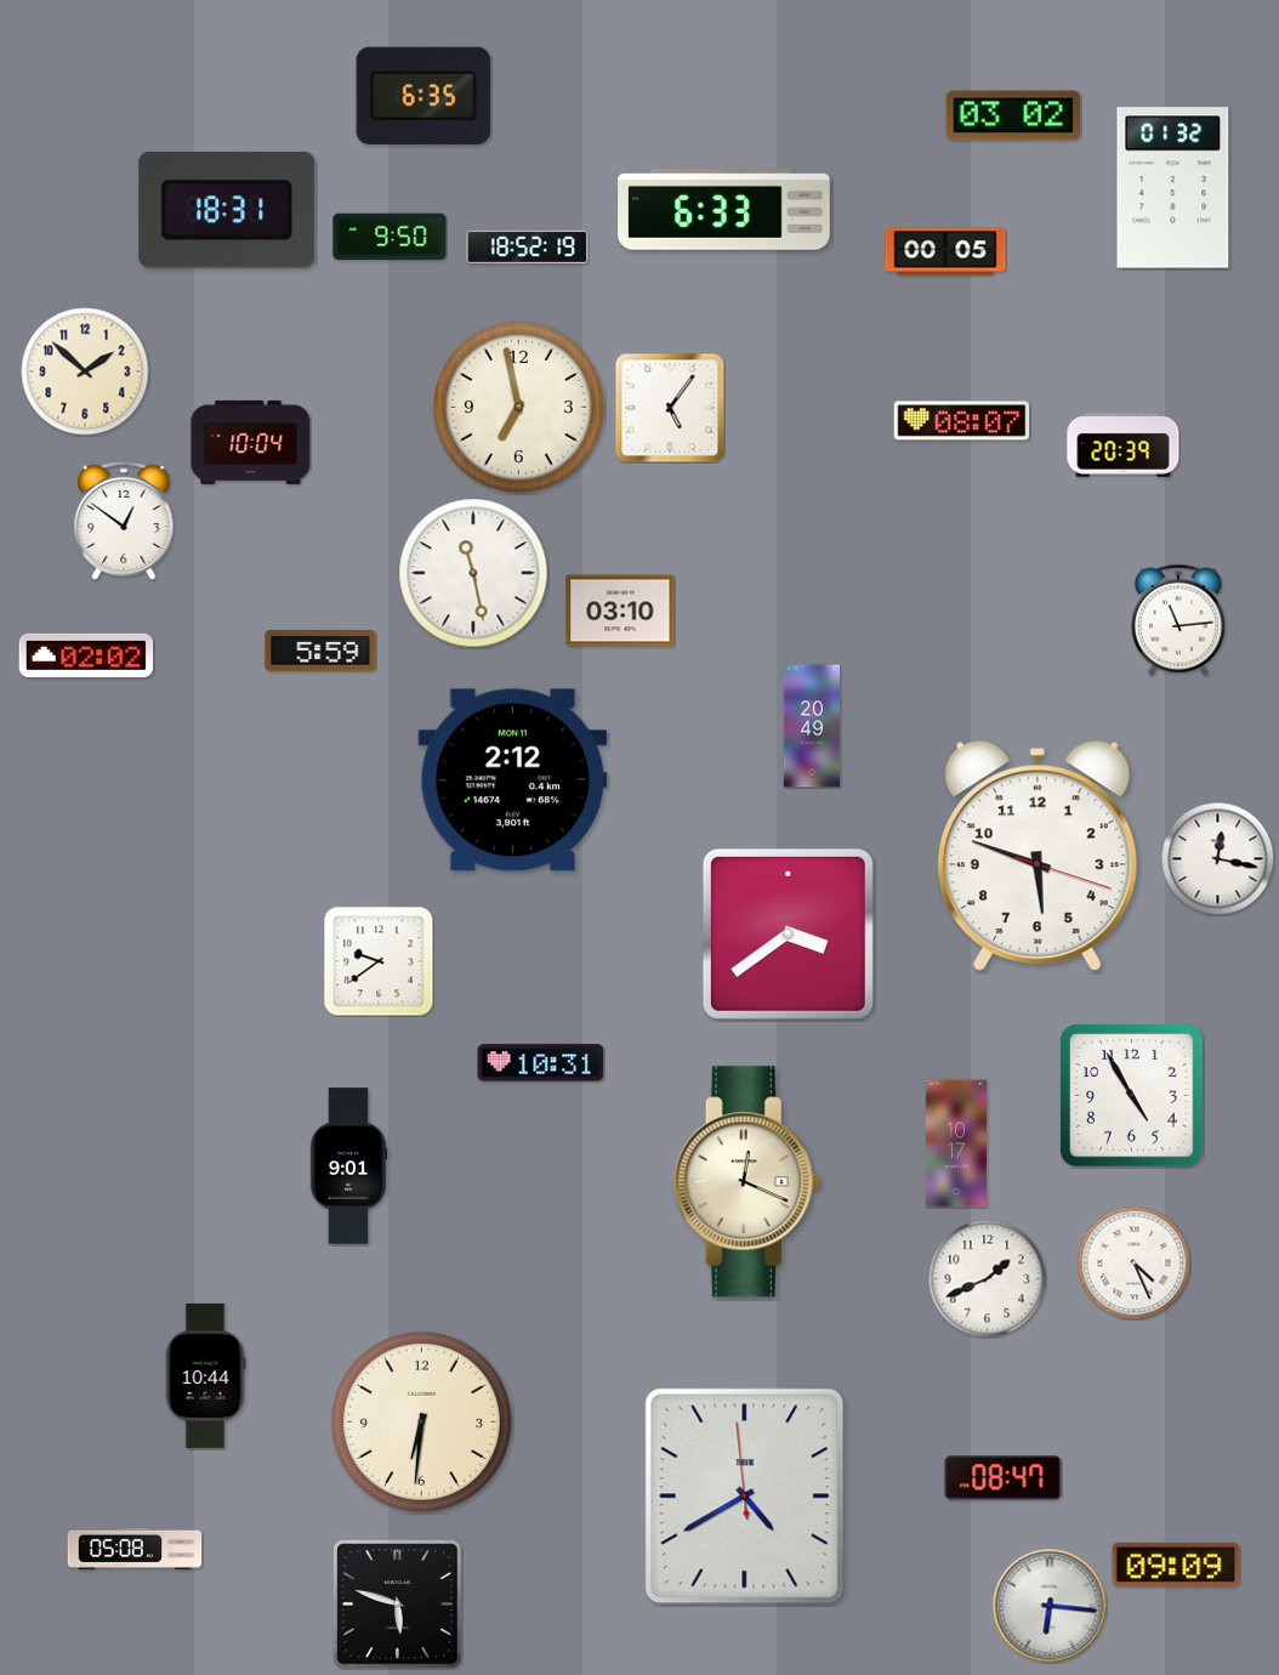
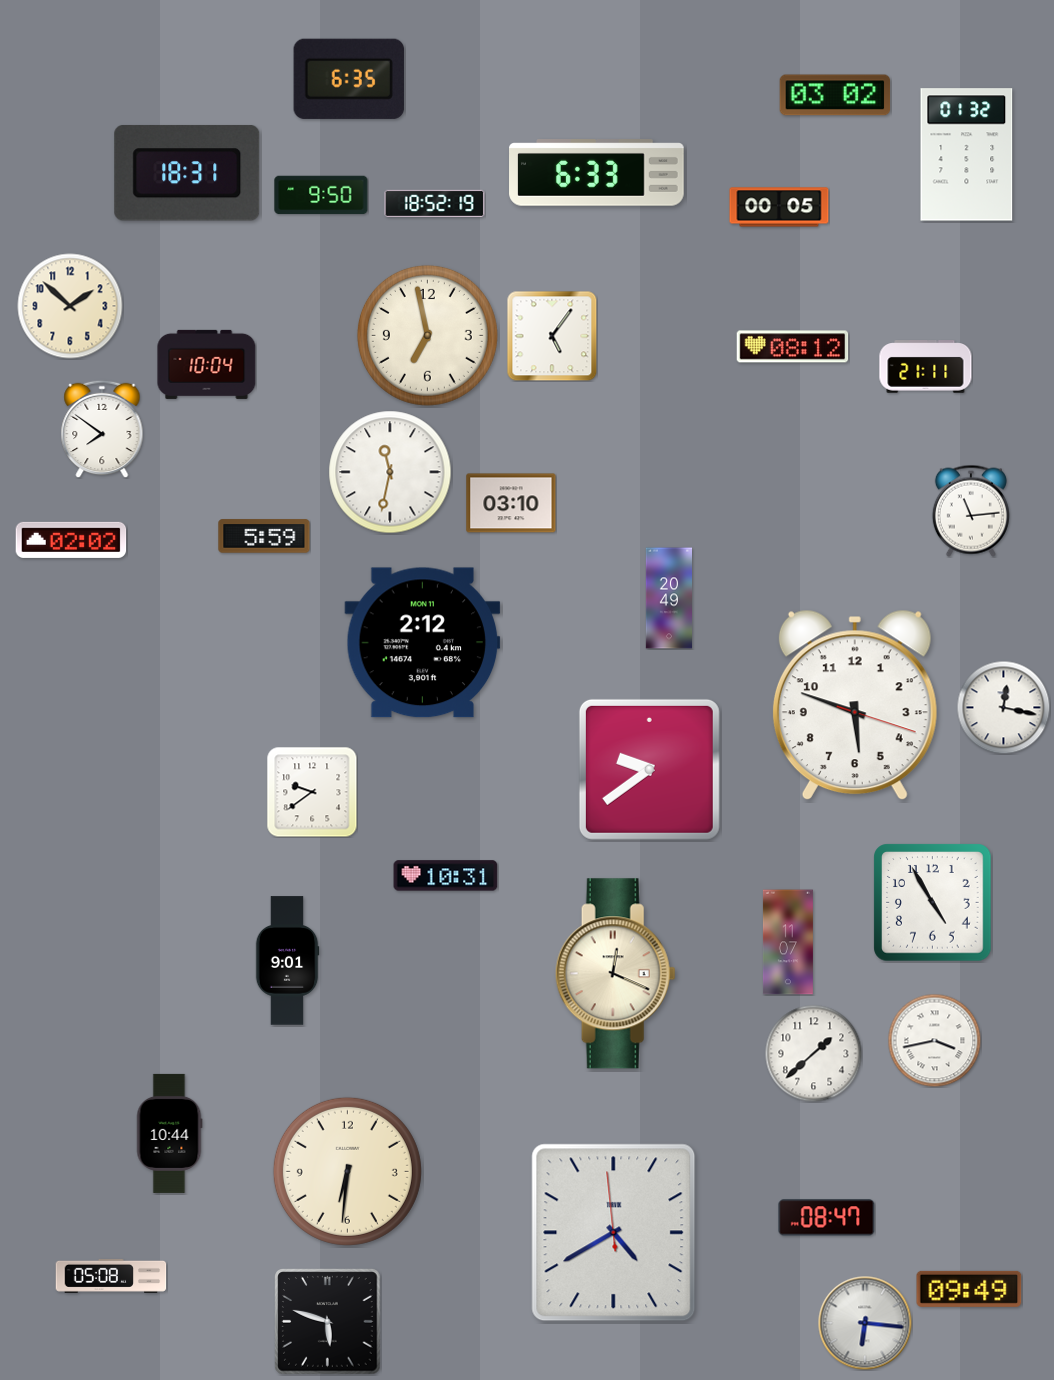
clock at (962, 421): 08:07 -> 08:12
clock at (1124, 445): 20:39 -> 21:11
clock at (124, 521): 12:51 -> 7:51
clock at (473, 573): 11:28 -> 11:32
clock at (788, 933): 3:39 -> 9:39
clock at (956, 1143): 10:17 -> 11:07
clock at (1133, 1262): 4:26 -> 3:43
clock at (987, 1278): 1:41 -> 1:38
clock at (1176, 1565): 09:09 -> 09:49
